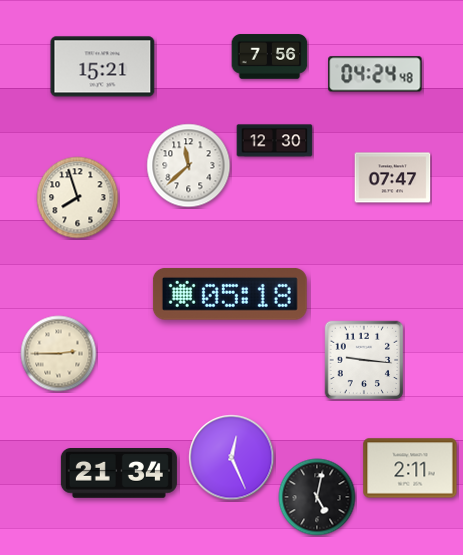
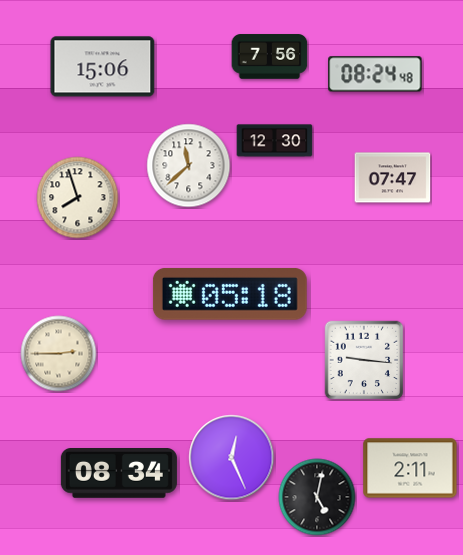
clock at (103, 67): 15:21 -> 15:06
clock at (375, 74): 04:24 -> 08:24
clock at (119, 474): 21:34 -> 08:34
